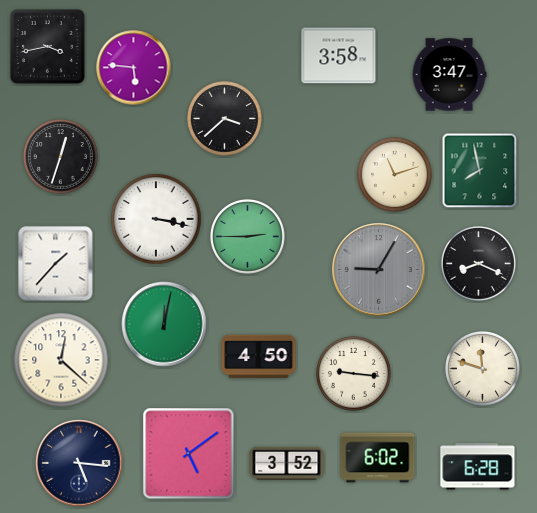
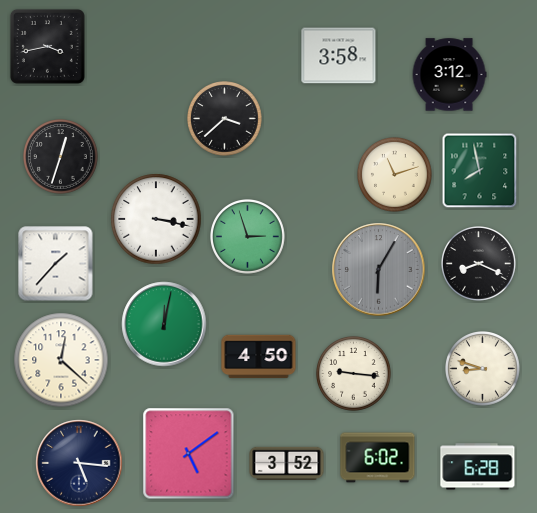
clock at (134, 68): 5:46 -> none
clock at (449, 75): 3:47 -> 3:12
clock at (248, 237): 2:45 -> 2:57
clock at (379, 270): 9:05 -> 6:05
clock at (483, 369): 11:48 -> 8:48
